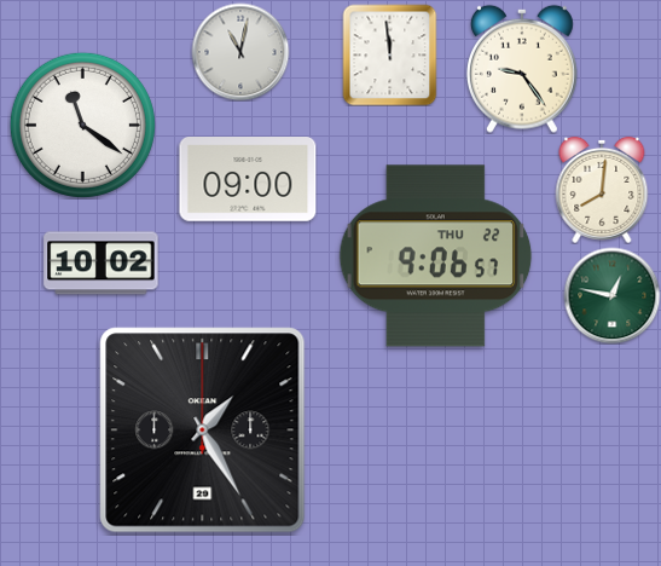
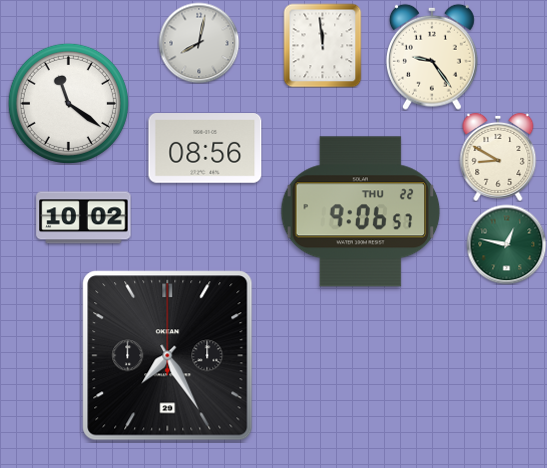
clock at (240, 52): 11:02 -> 8:02
clock at (248, 180): 09:00 -> 08:56
clock at (602, 190): 8:01 -> 8:50
clock at (203, 431): 1:25 -> 7:25
